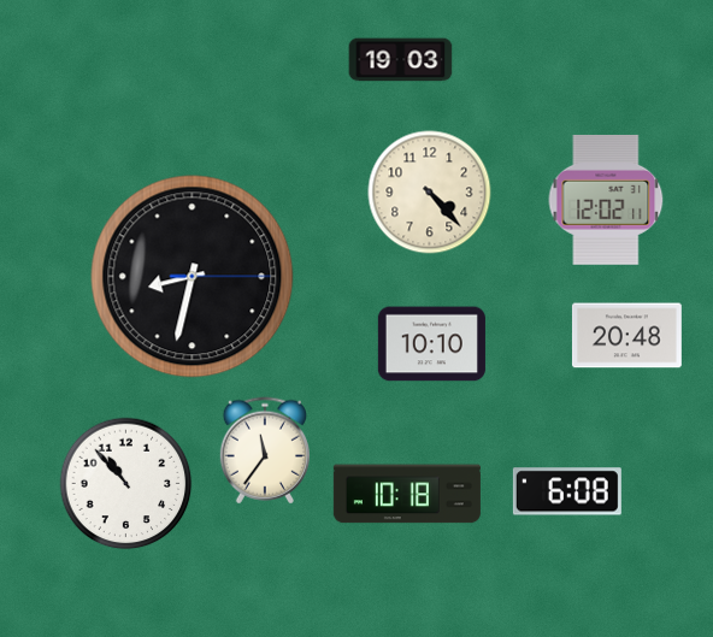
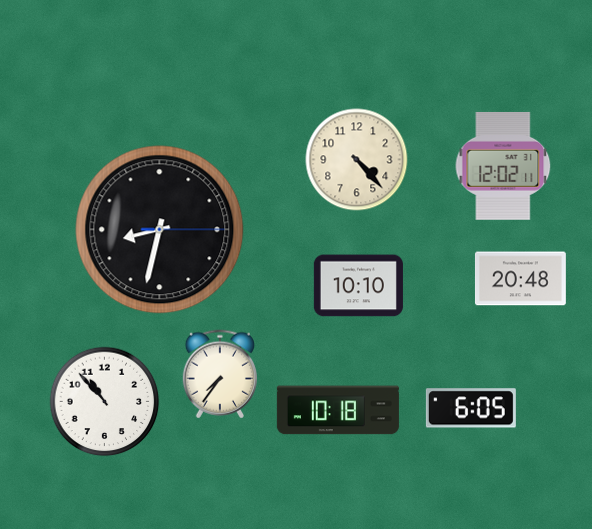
clock at (401, 60): 19:03 -> none
clock at (264, 450): 11:36 -> 7:36
clock at (567, 491): 6:08 -> 6:05
